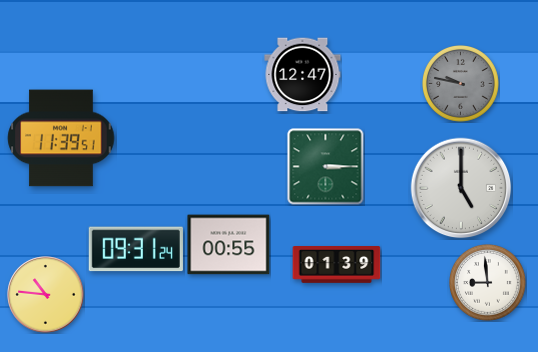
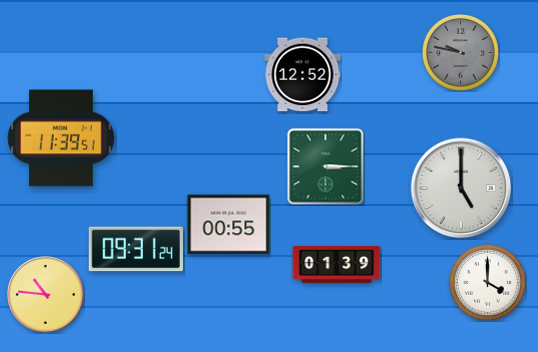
clock at (303, 75): 12:47 -> 12:52
clock at (461, 84) position: (461, 84) -> (461, 53)
clock at (229, 245) position: (229, 245) -> (229, 225)
clock at (488, 283): 8:59 -> 4:00
